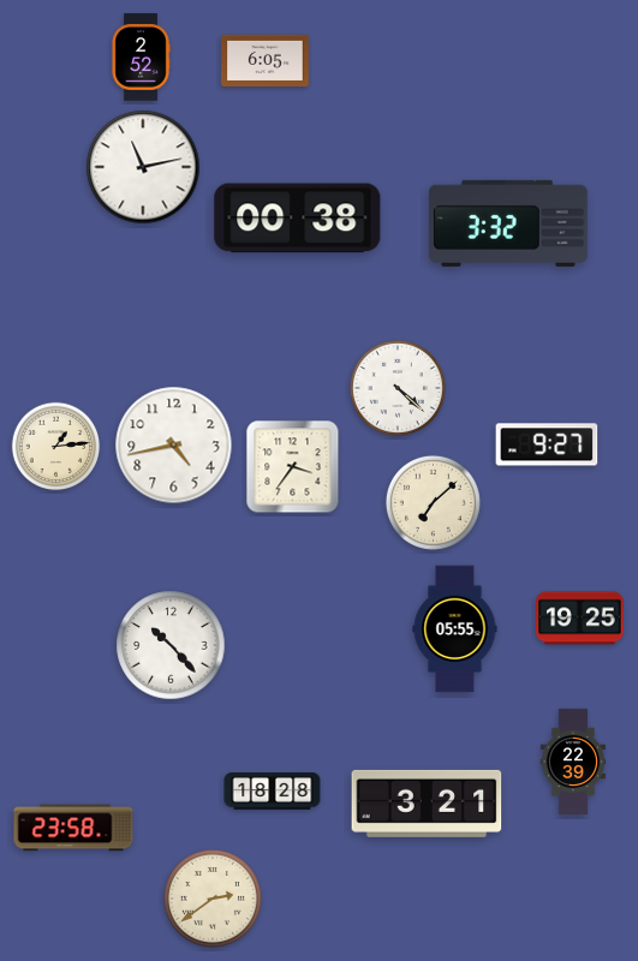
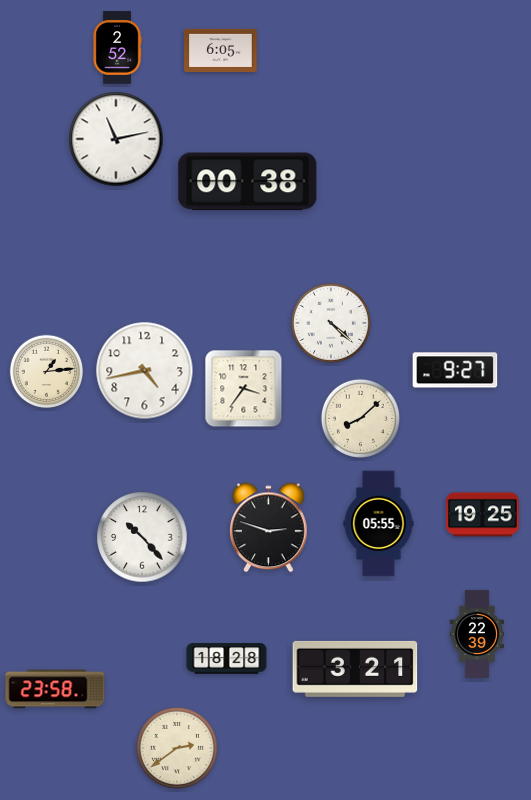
clock at (143, 167) position: (143, 167) -> (116, 139)
clock at (508, 223): 3:32 -> none
clock at (433, 502): 7:08 -> 8:08
clock at (269, 528): none -> 2:48
clock at (73, 828) position: (73, 828) -> (55, 689)
